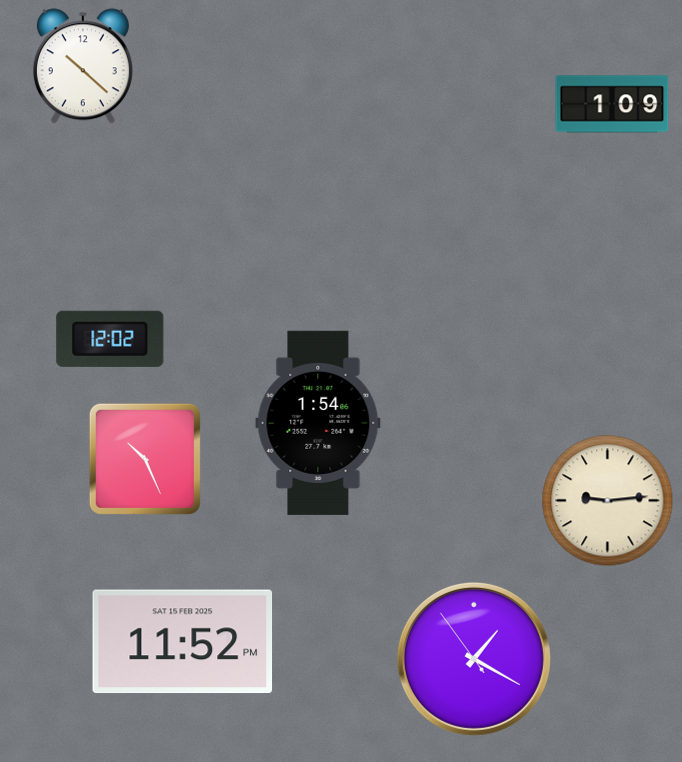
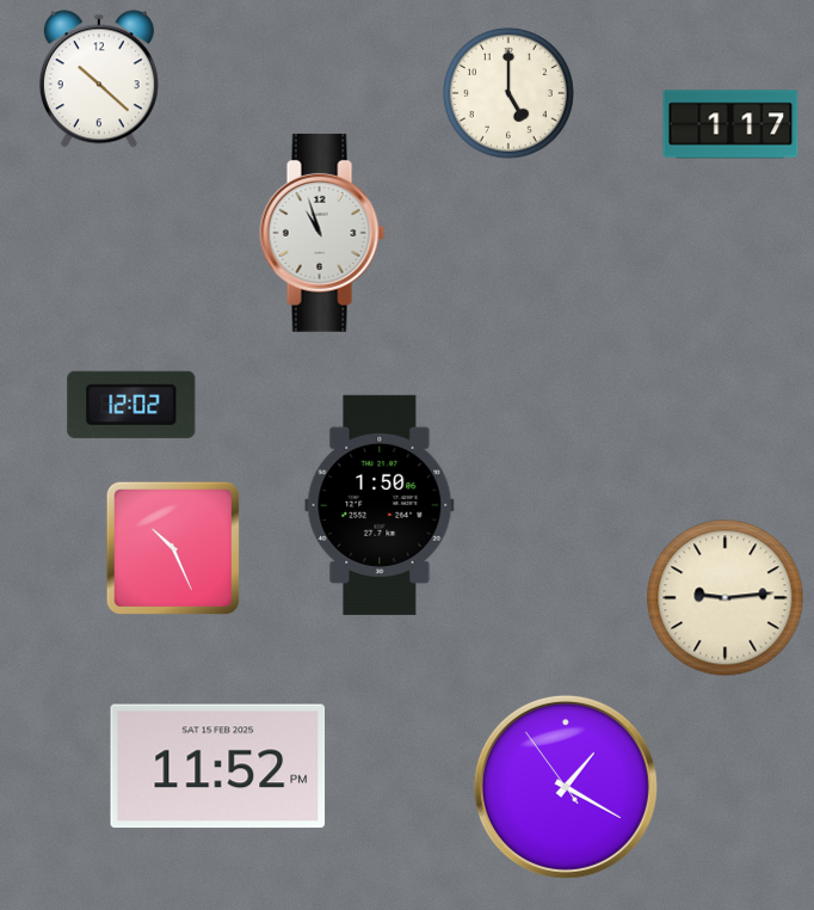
clock at (510, 94): none -> 5:00
clock at (612, 104): 1:09 -> 1:17
clock at (322, 233): none -> 10:57
clock at (318, 423): 1:54 -> 1:50
